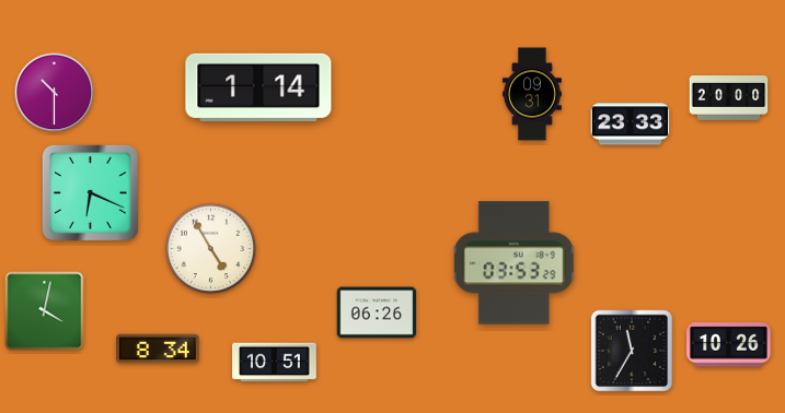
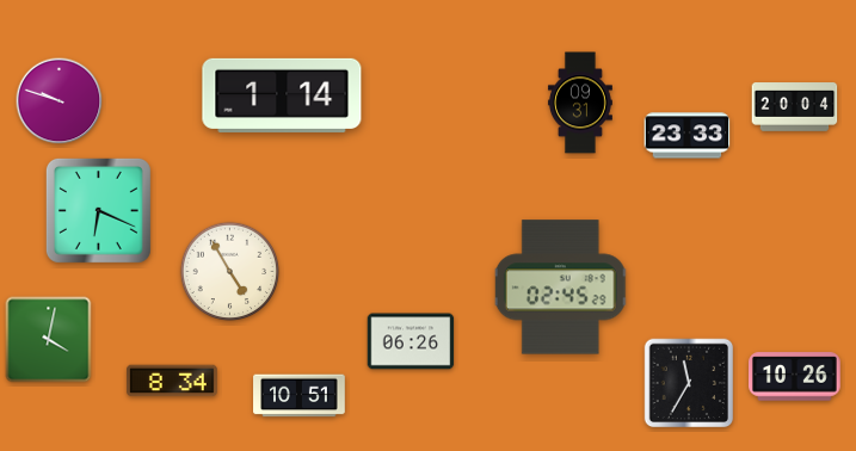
clock at (55, 93): 10:30 -> 9:48
clock at (729, 98): 20:00 -> 20:04
clock at (515, 263): 03:53 -> 02:45
